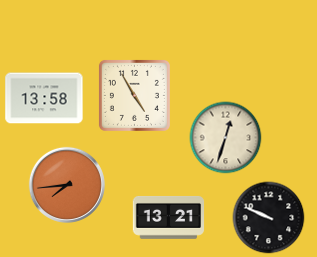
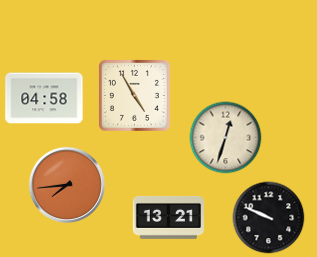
clock at (44, 98): 13:58 -> 04:58
